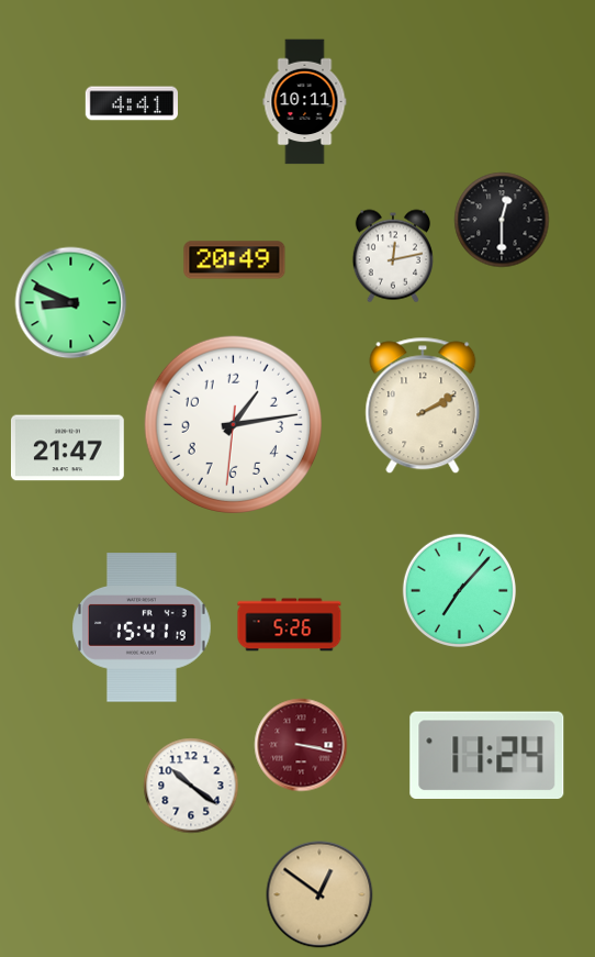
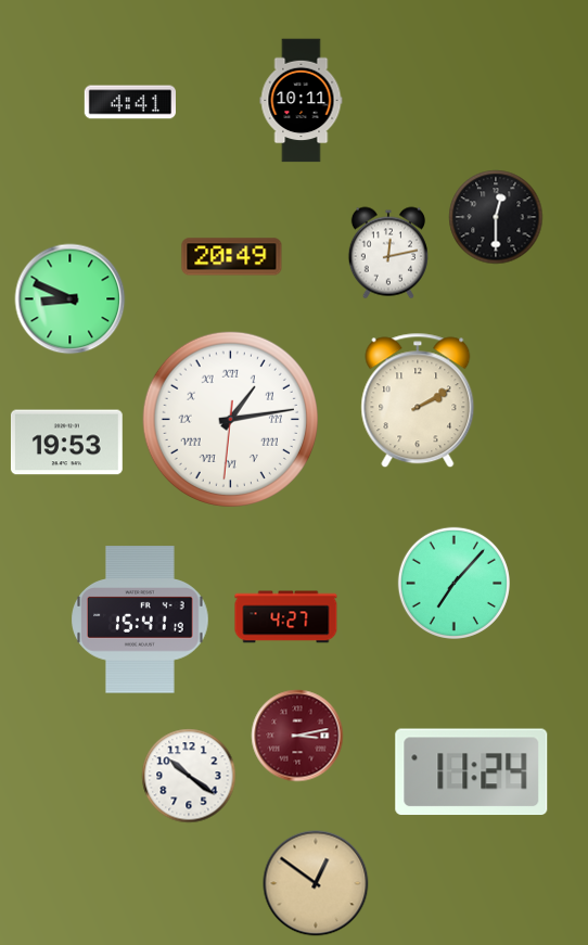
clock at (233, 424) numerals: Arabic -> Roman
clock at (67, 448): 21:47 -> 19:53
clock at (290, 625): 5:26 -> 4:27
clock at (301, 745): 3:17 -> 3:13
clock at (487, 756) position: (487, 756) -> (472, 772)
